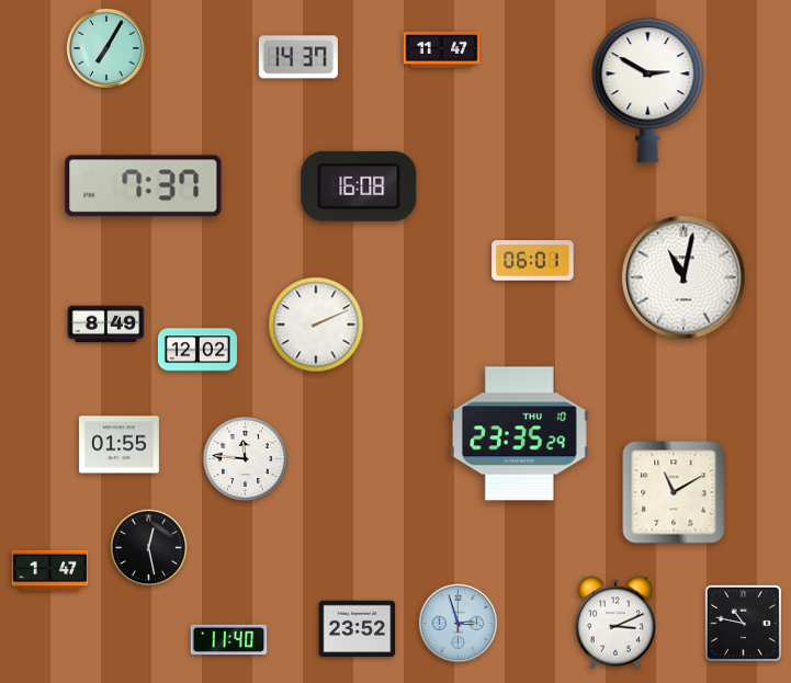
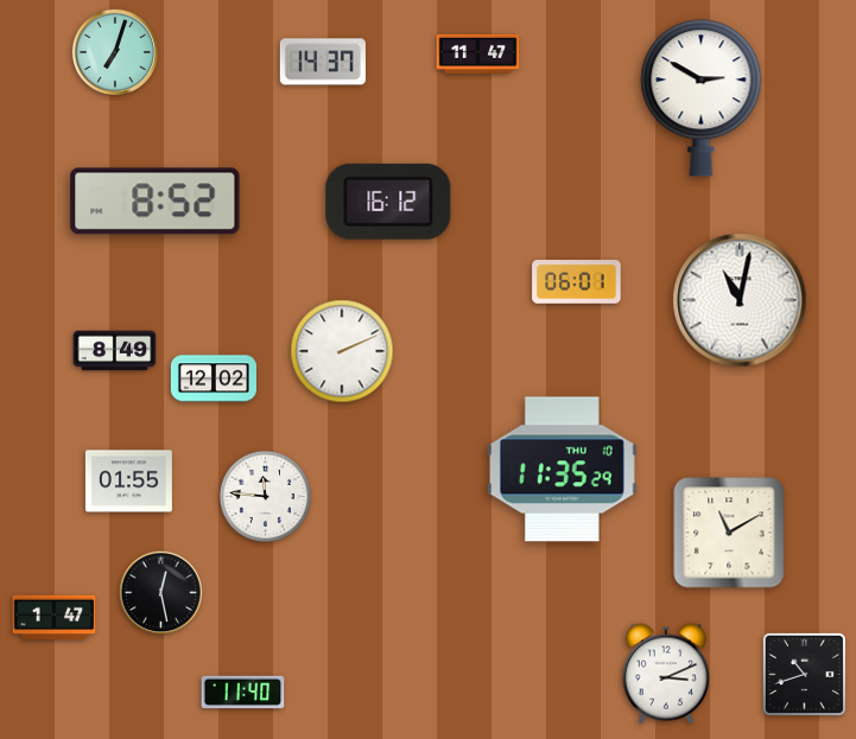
clock at (105, 47): 7:05 -> 7:03
clock at (144, 186): 7:37 -> 8:52
clock at (359, 186): 16:08 -> 16:12
clock at (519, 434): 23:35 -> 11:35
clock at (743, 623): 10:47 -> 10:42
clock at (459, 624): 2:57 -> none
clock at (358, 629): 23:52 -> none
clock at (229, 640) position: (229, 640) -> (243, 693)
